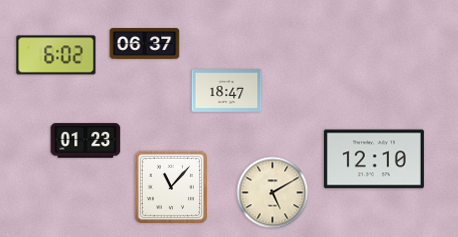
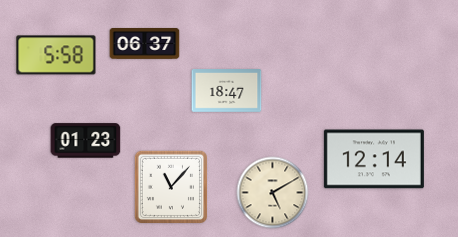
clock at (56, 55): 6:02 -> 5:58
clock at (374, 159): 12:10 -> 12:14
